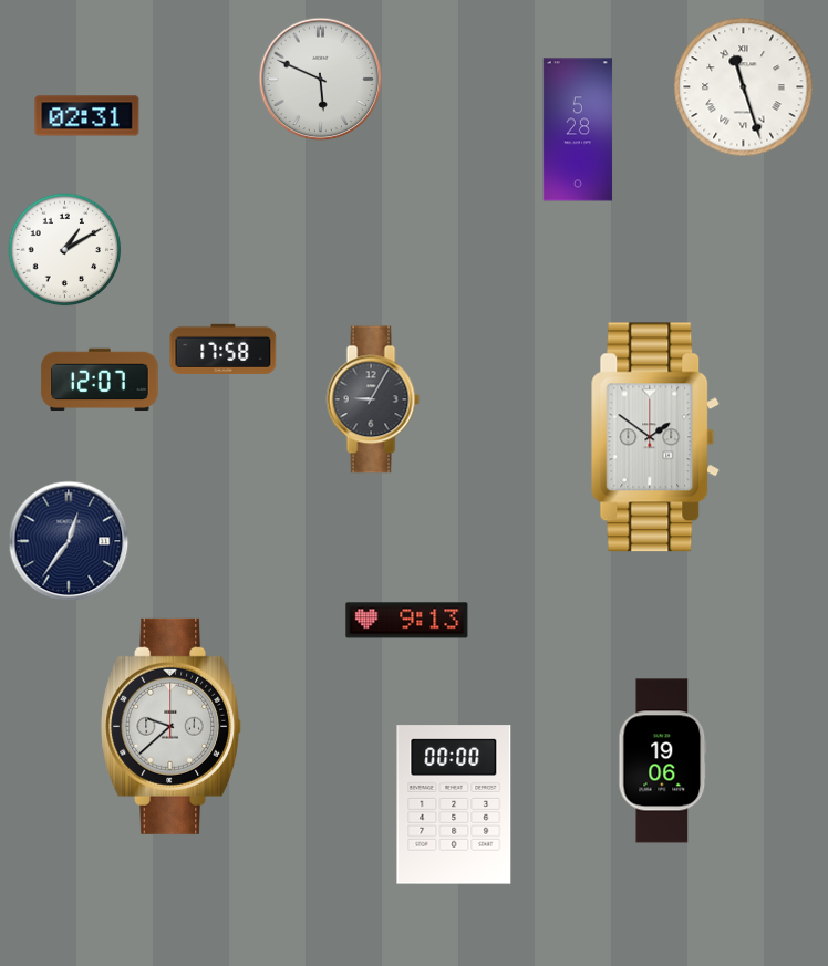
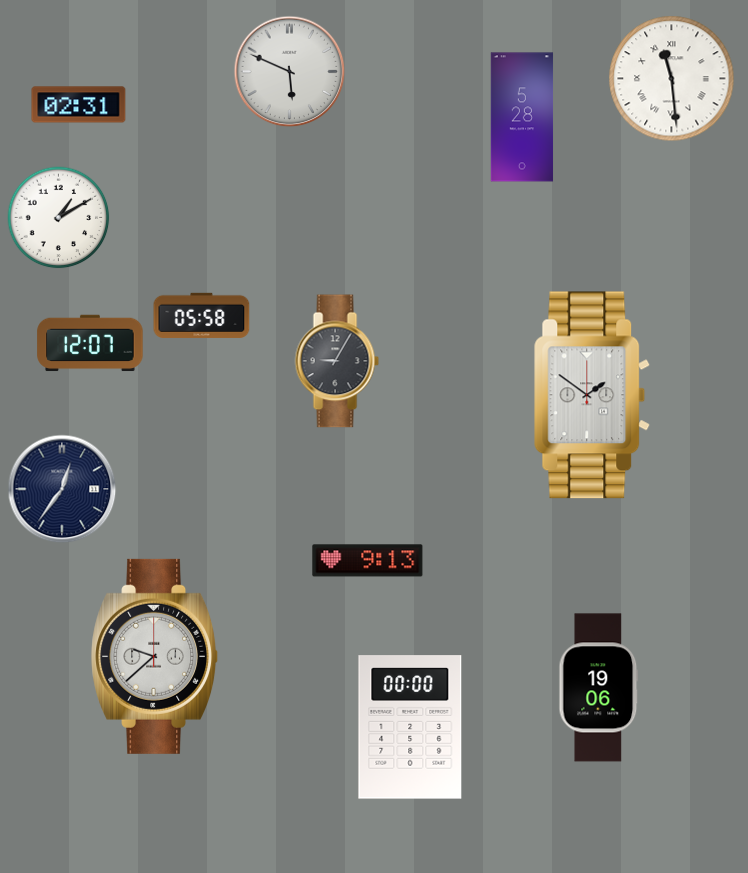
clock at (744, 87): 11:27 -> 11:29
clock at (65, 250) position: (65, 250) -> (59, 218)
clock at (224, 349): 17:58 -> 05:58
